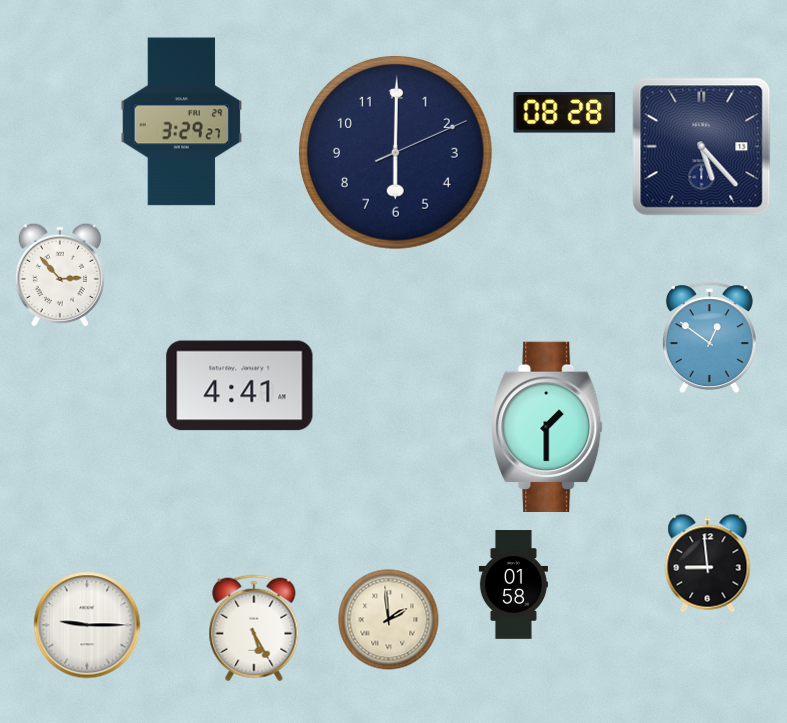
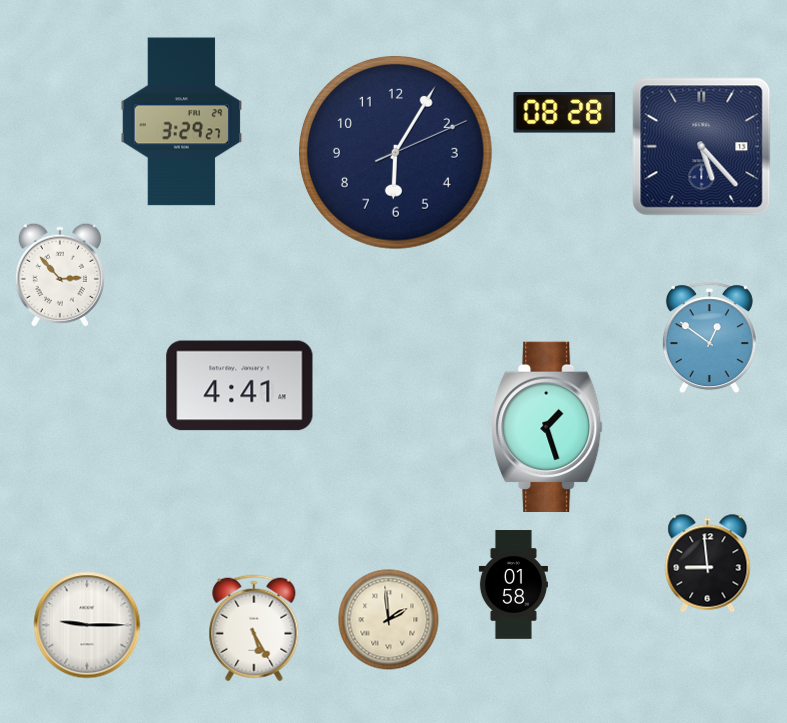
clock at (396, 153): 6:00 -> 6:05
clock at (547, 426): 1:30 -> 1:27
